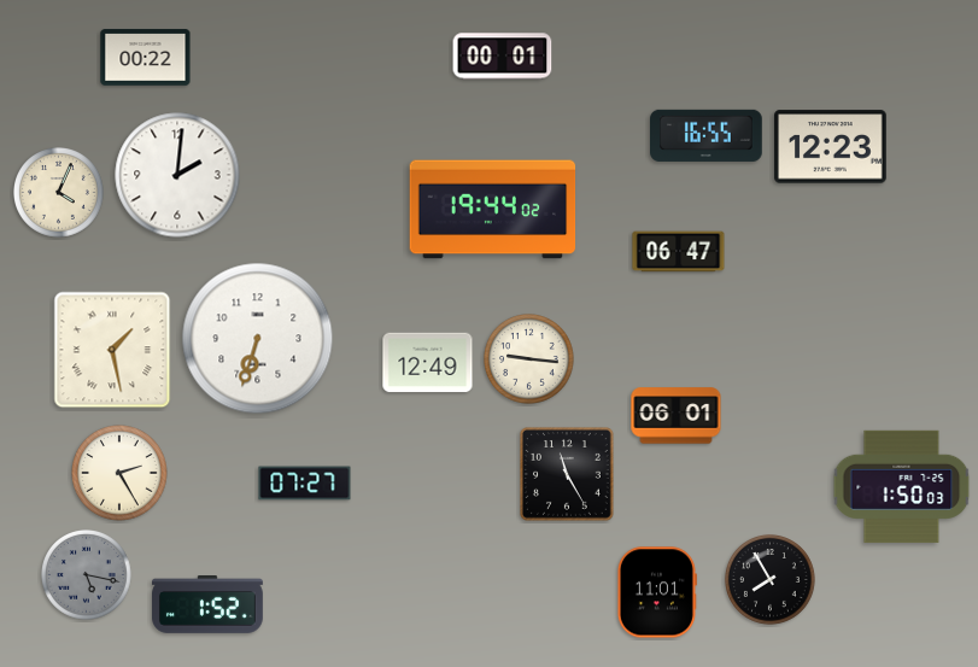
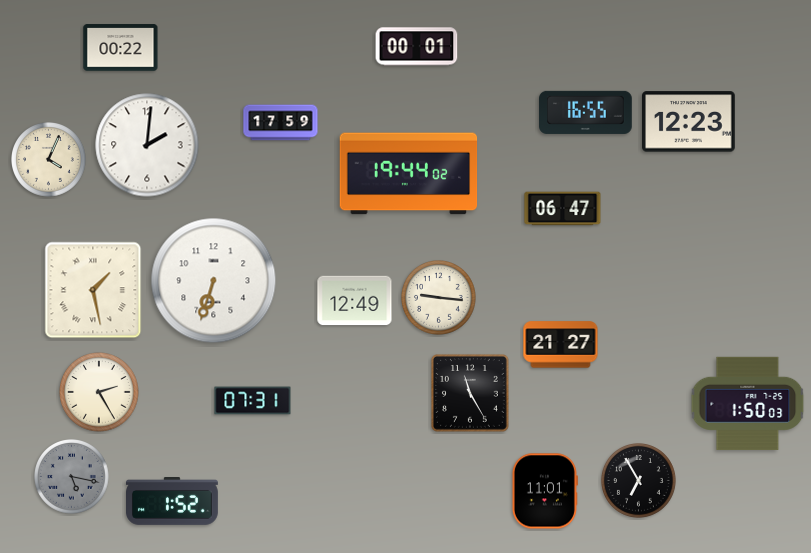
clock at (281, 123): none -> 17:59
clock at (677, 416): 06:01 -> 21:27
clock at (305, 484): 07:27 -> 07:31
clock at (771, 580): 7:55 -> 6:55
